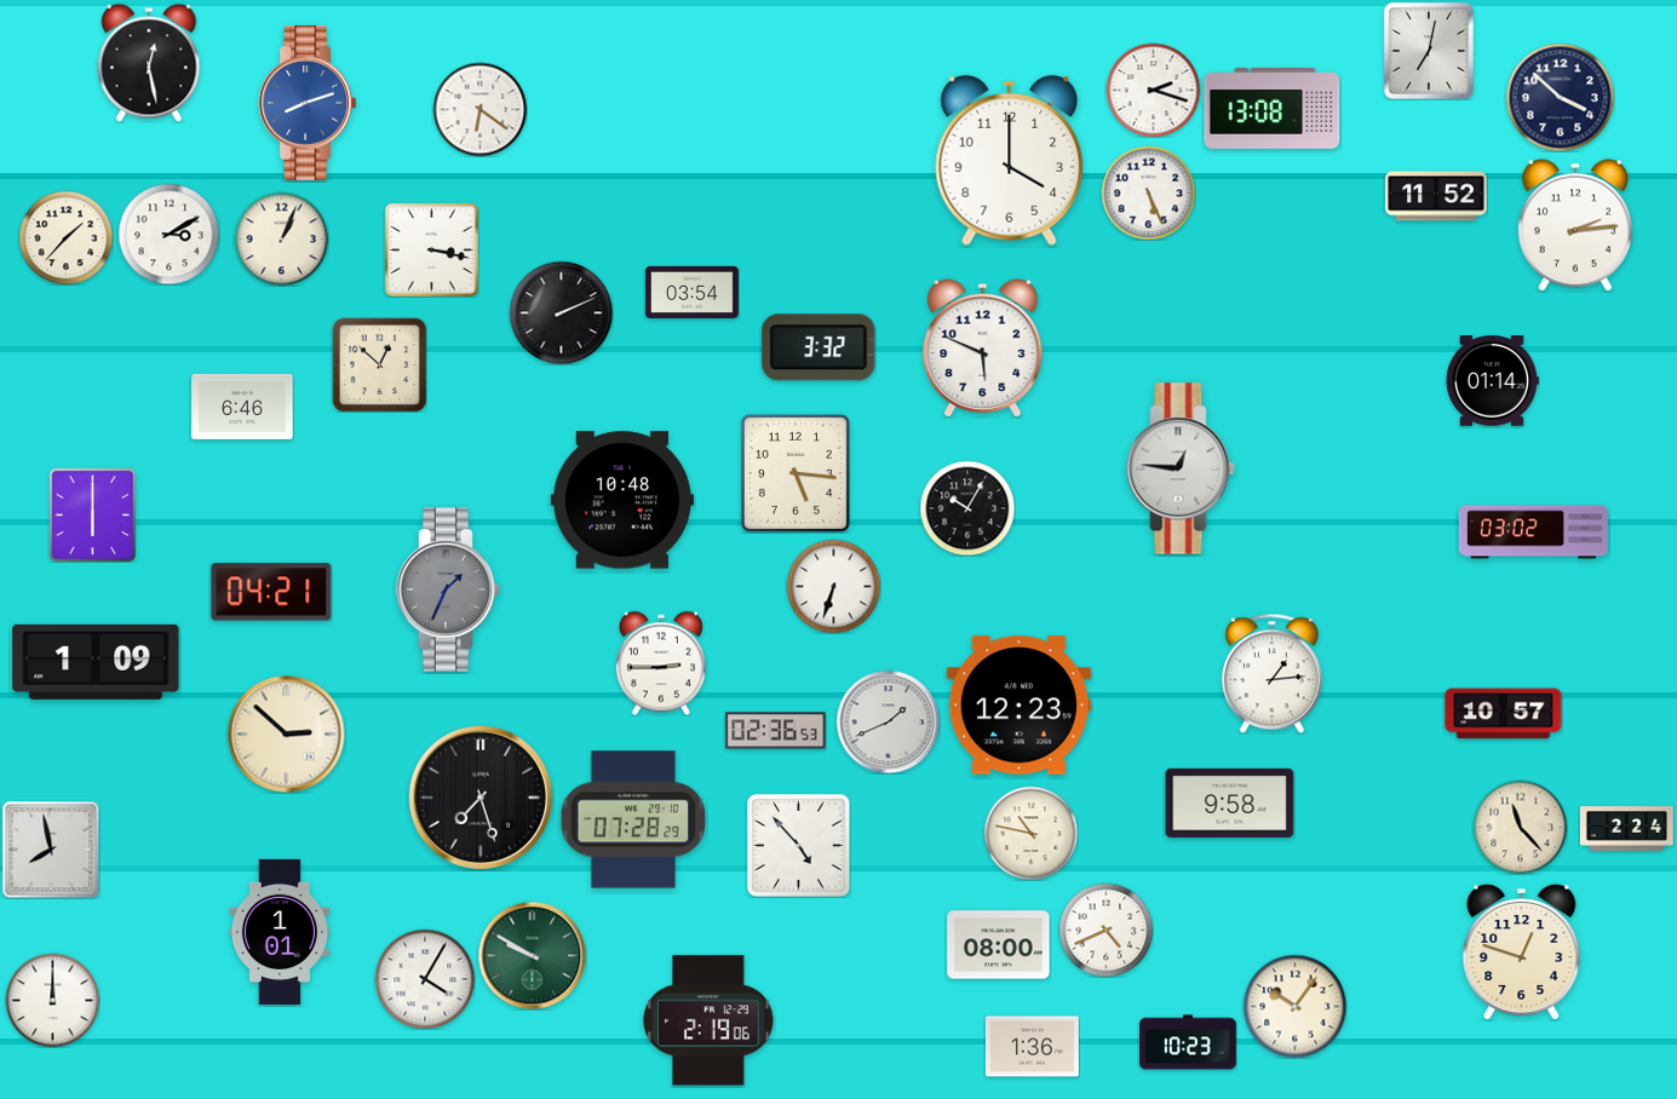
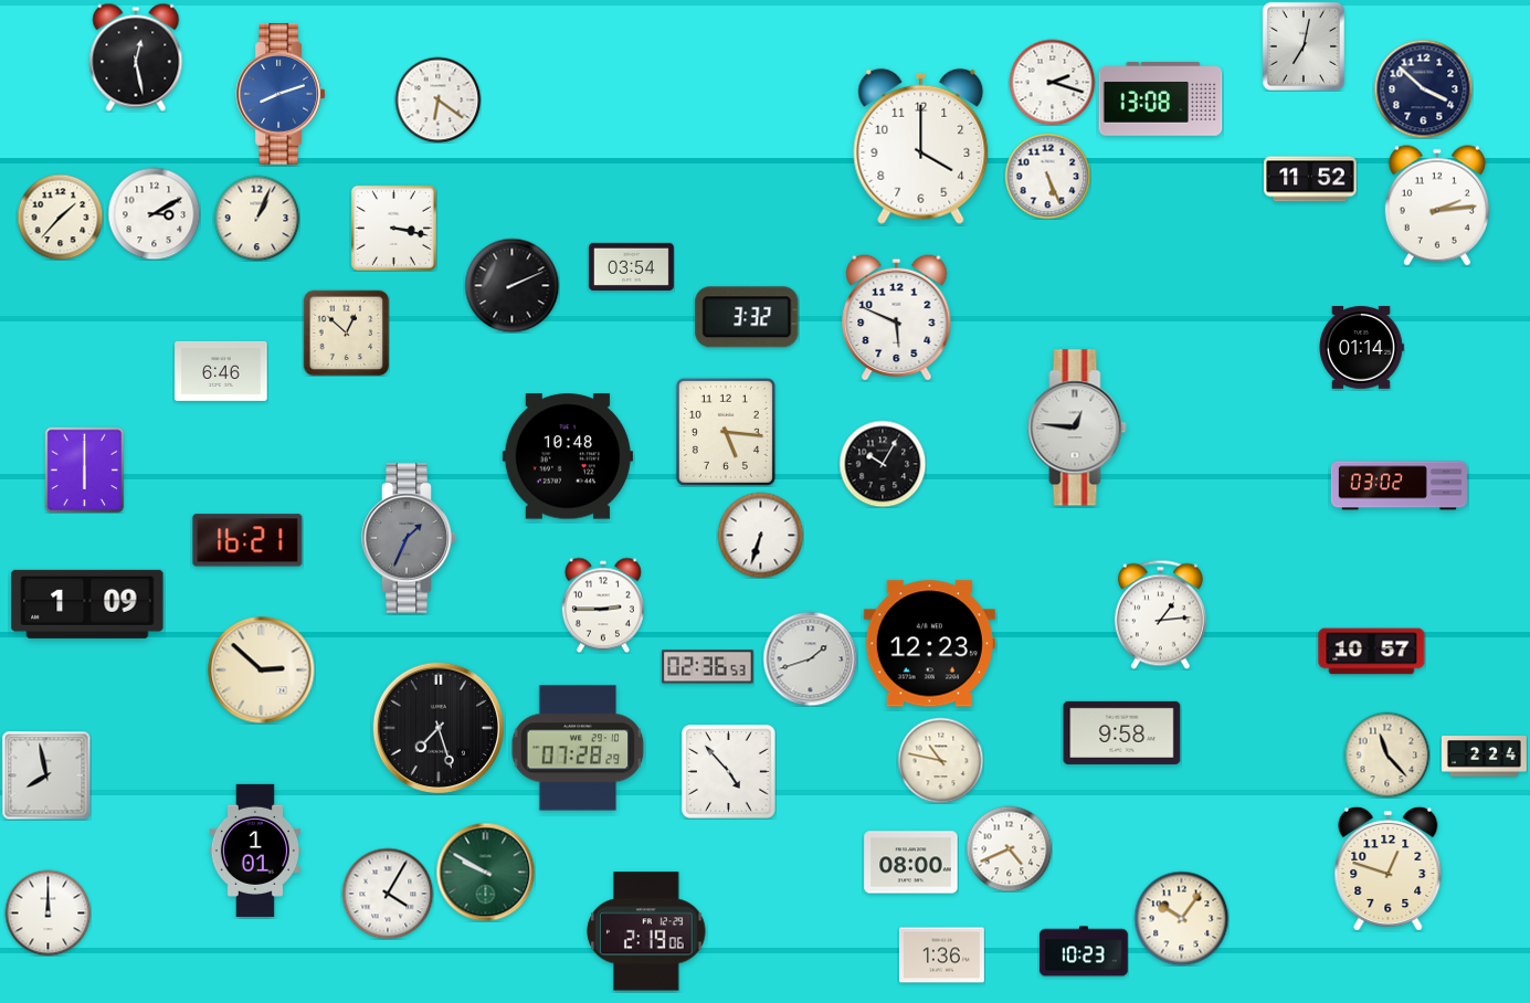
clock at (271, 592): 04:21 -> 16:21
clock at (888, 721): 1:41 -> 1:42
